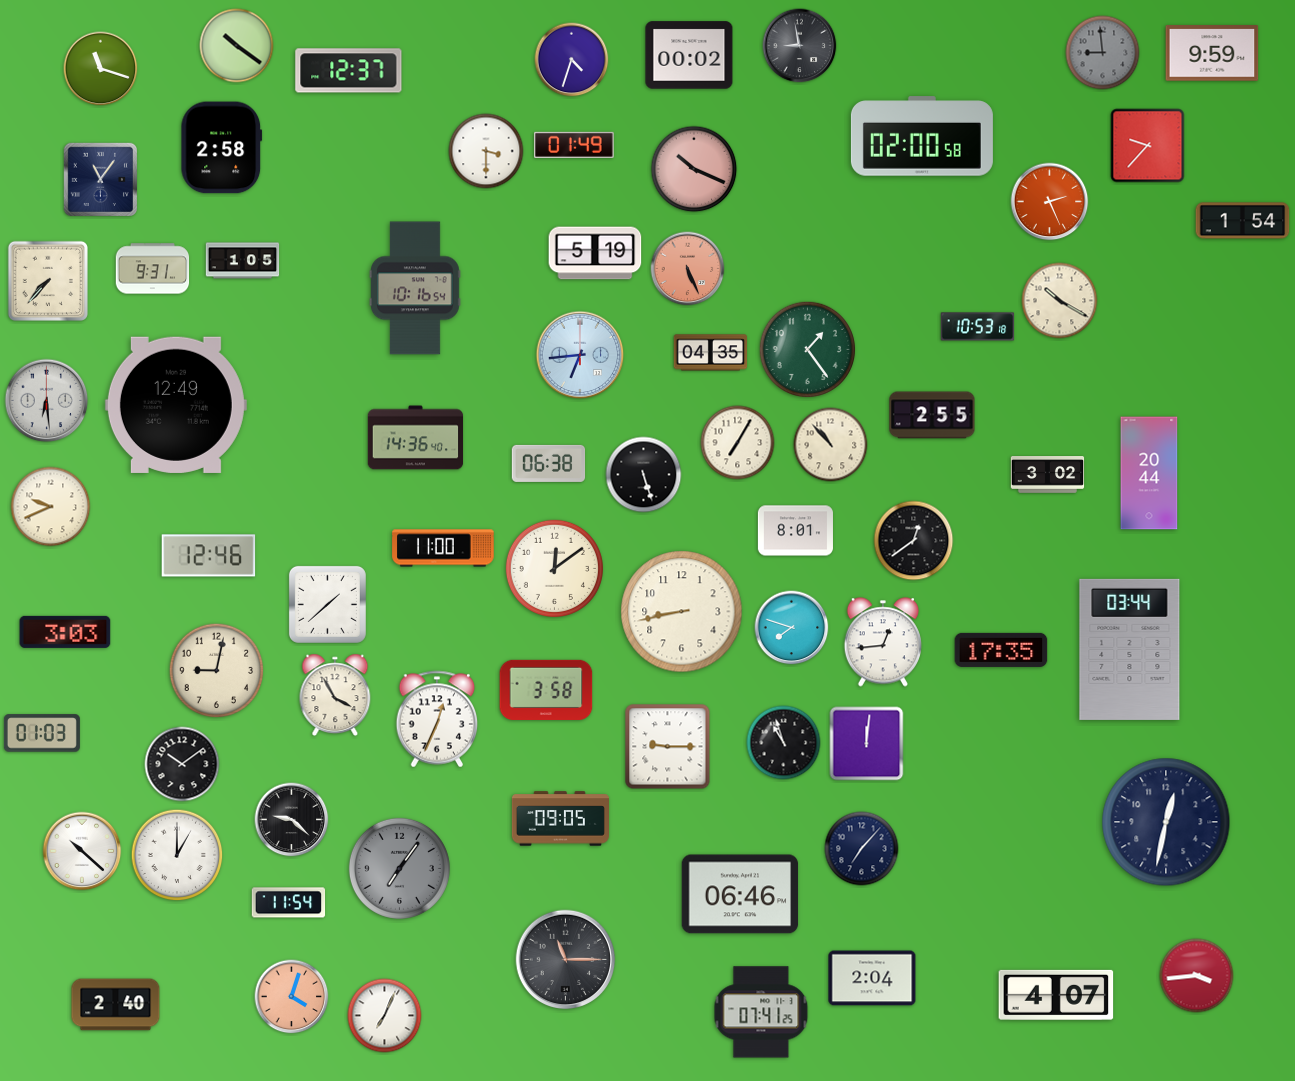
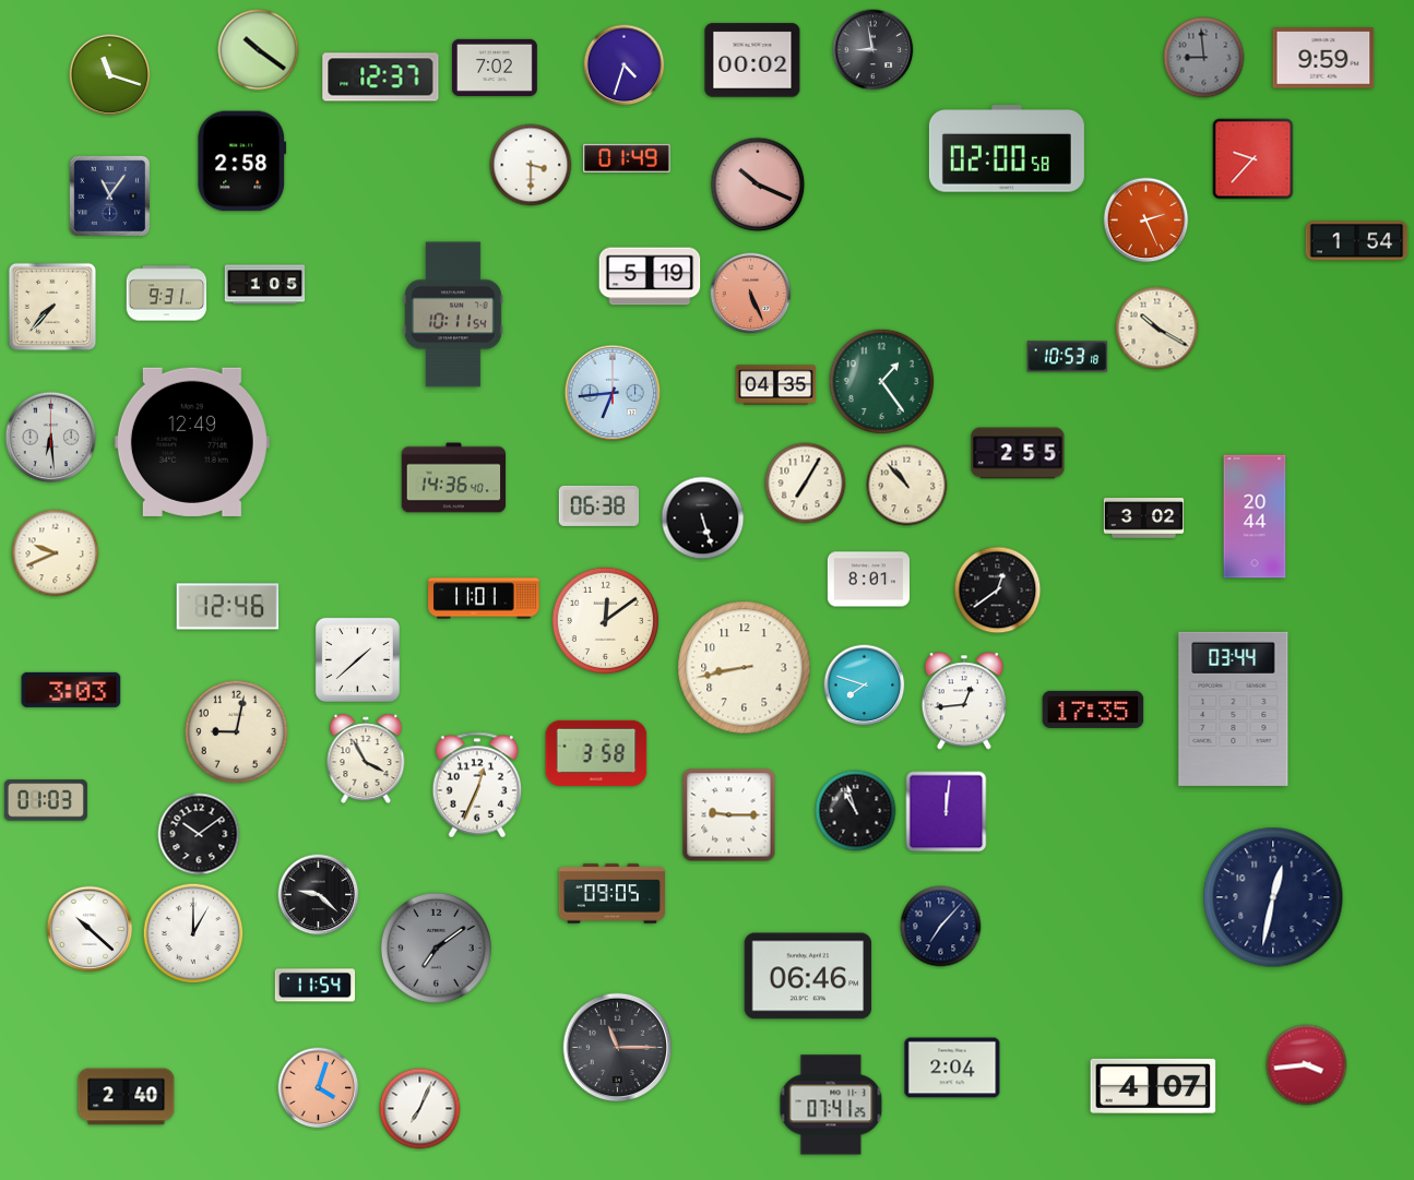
clock at (496, 68): none -> 7:02
clock at (415, 288): 10:16 -> 10:11
clock at (580, 355) position: (580, 355) -> (613, 393)
clock at (443, 548): 11:00 -> 11:01
clock at (399, 868): 7:06 -> 7:09
